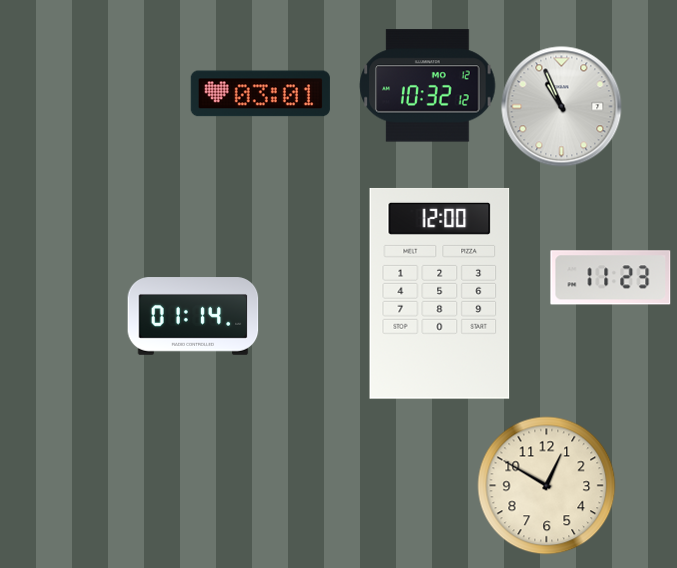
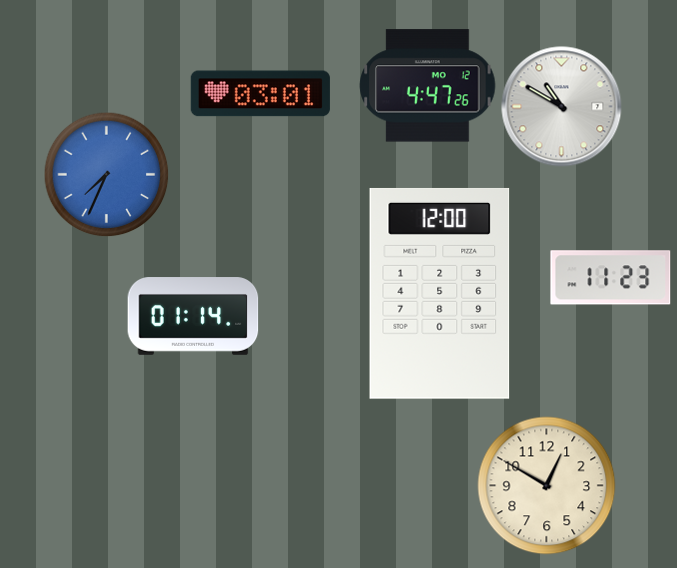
clock at (428, 86): 10:32 -> 4:47
clock at (562, 107): 10:56 -> 10:50
clock at (106, 174): none -> 7:34
